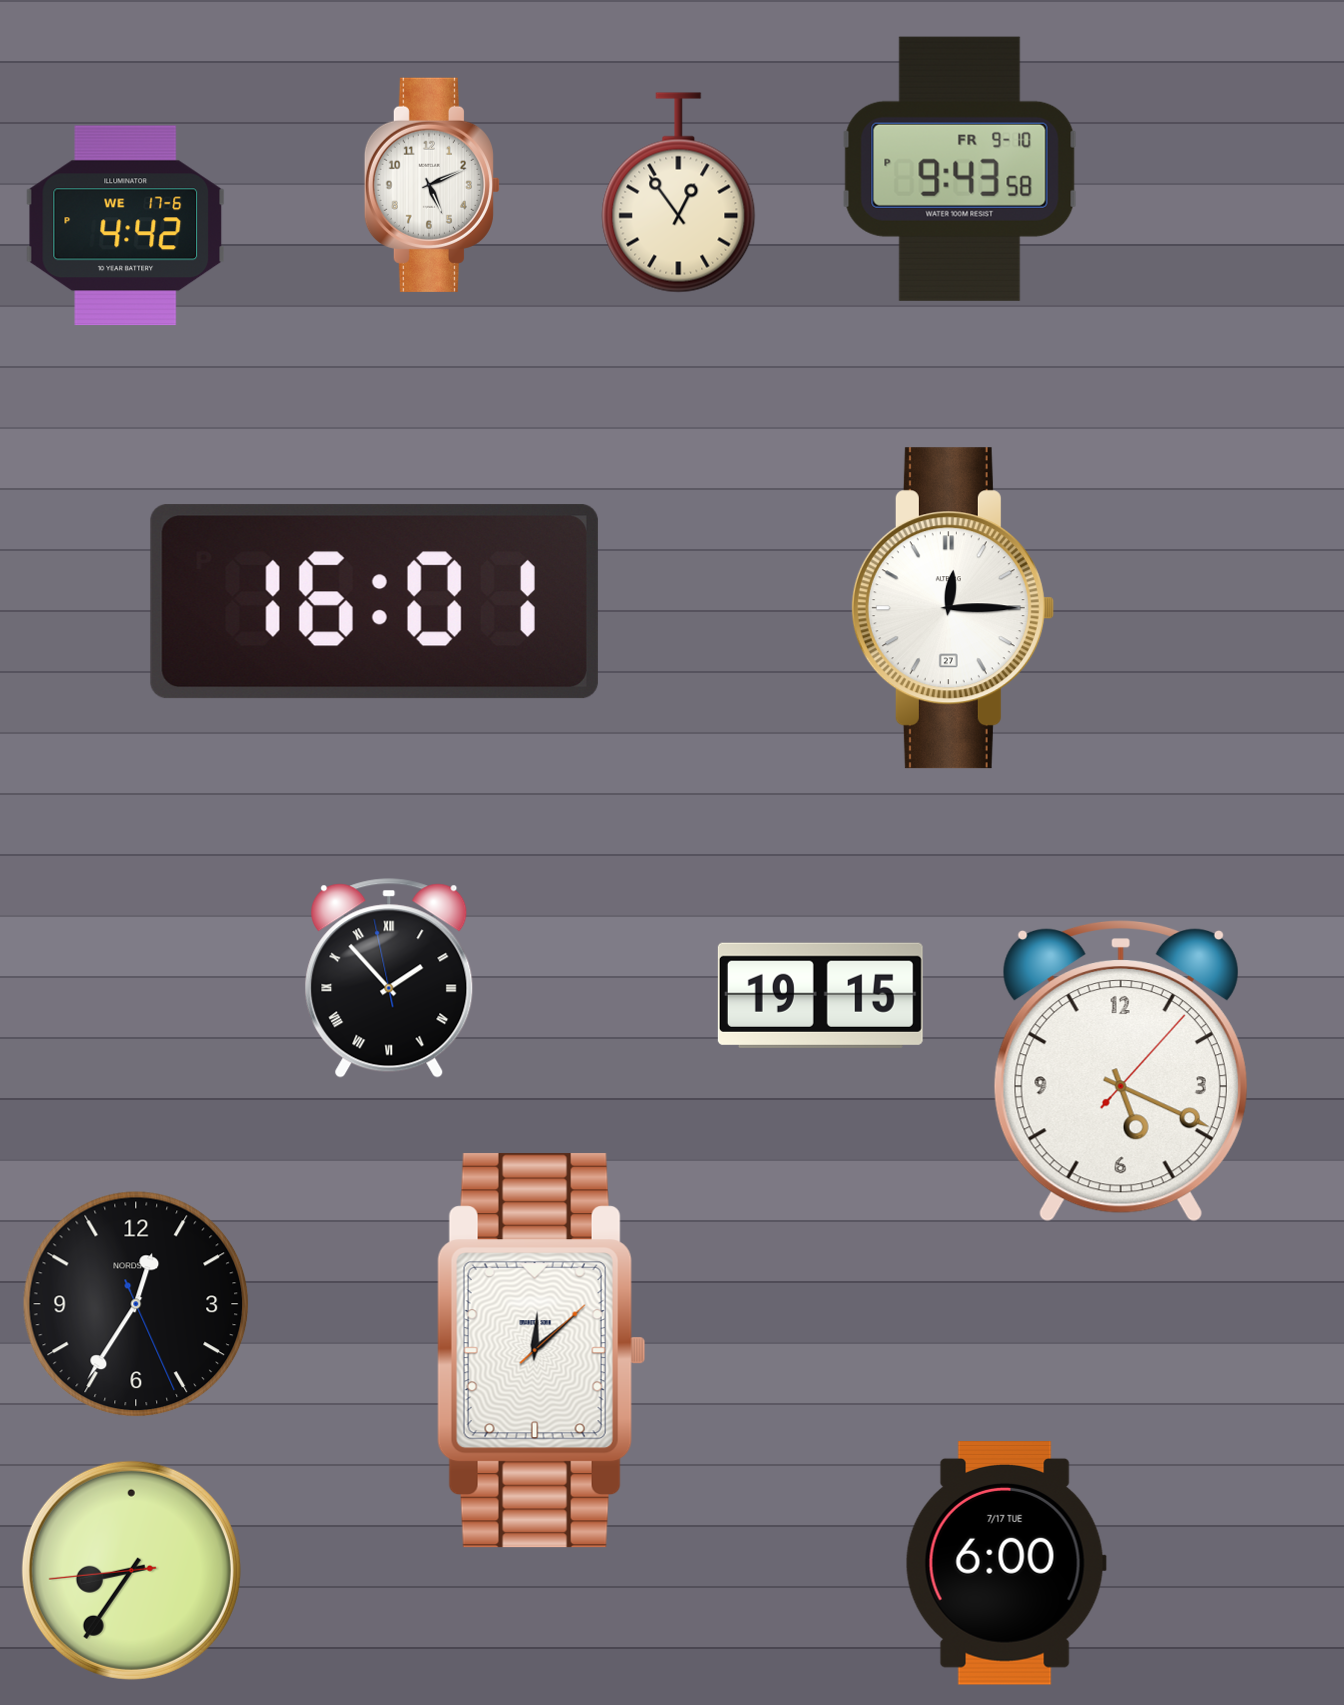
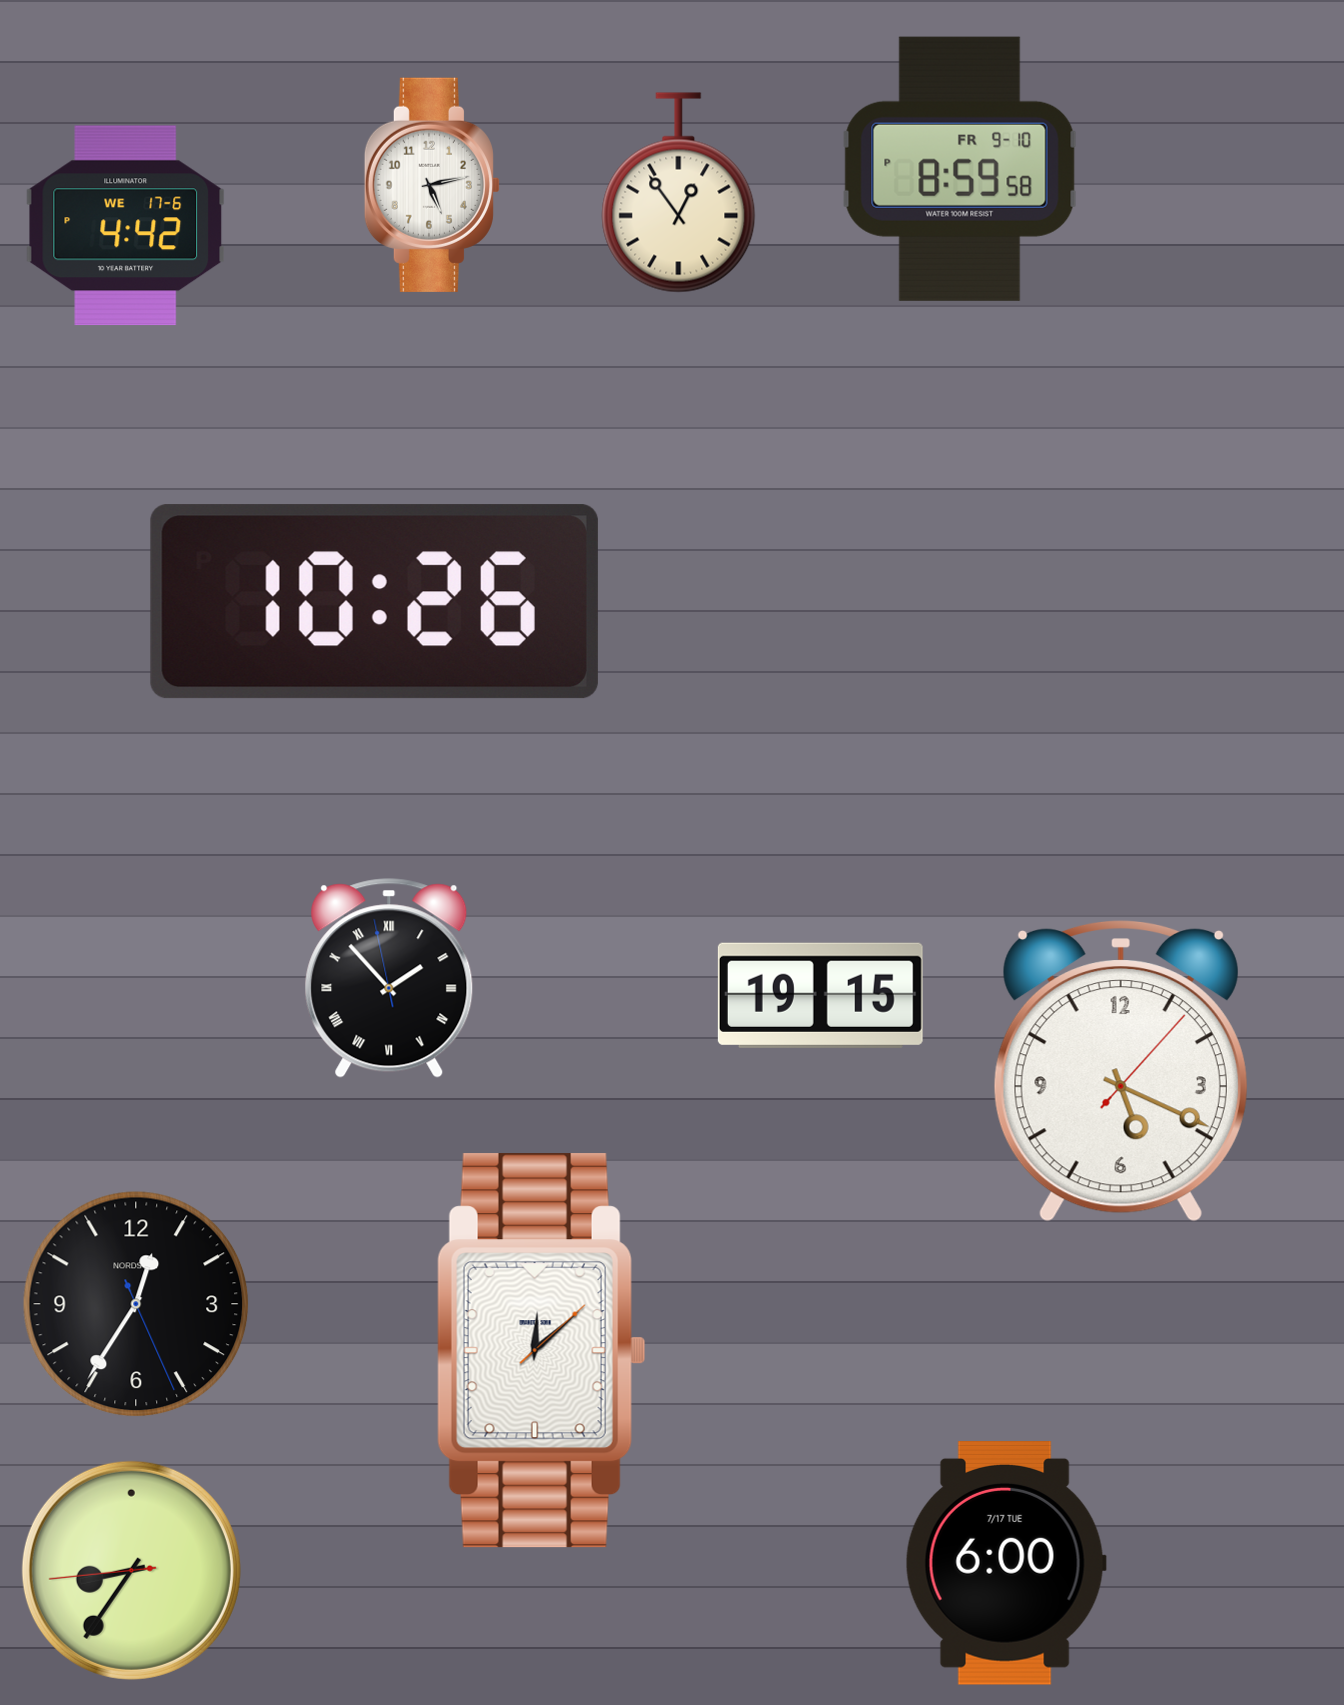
clock at (960, 169): 9:43 -> 8:59
clock at (432, 185): 5:11 -> 5:13
clock at (374, 602): 16:01 -> 10:26
clock at (952, 608): 12:15 -> none
